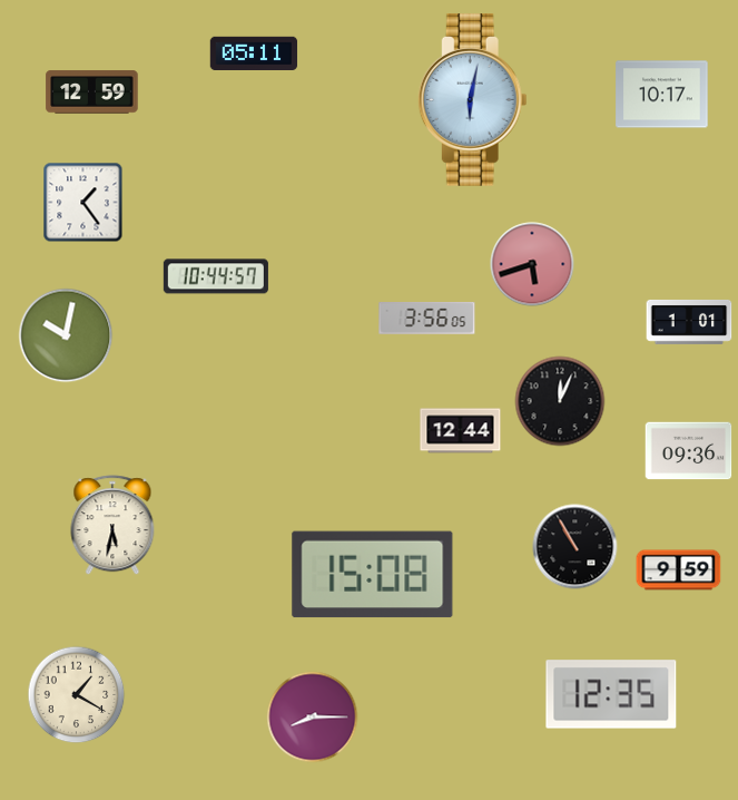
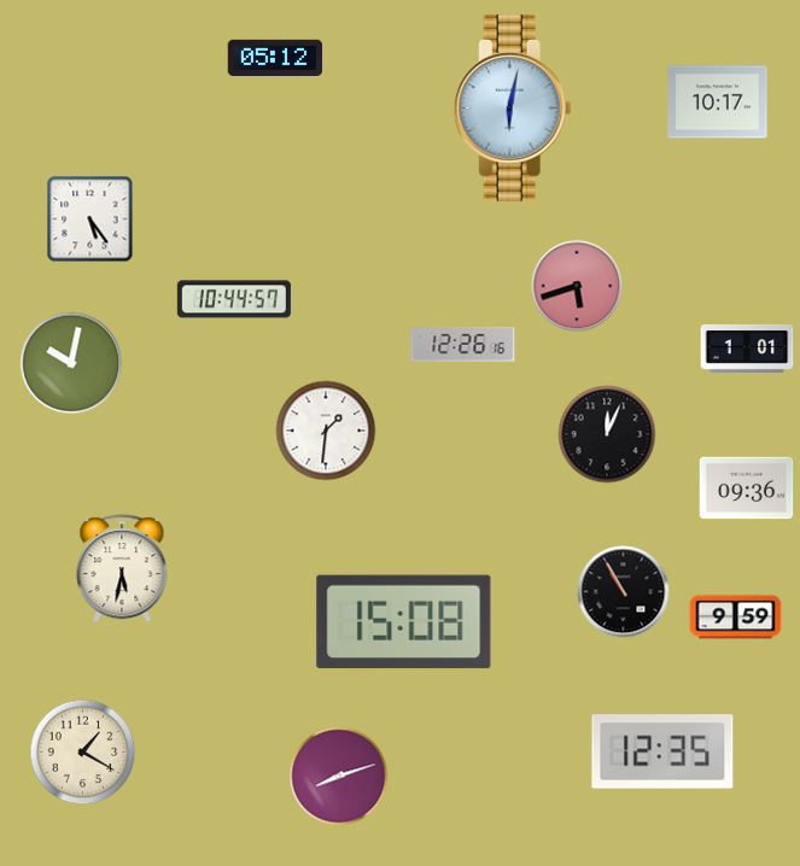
clock at (254, 52): 05:11 -> 05:12
clock at (92, 92): 12:59 -> none
clock at (83, 203): 1:24 -> 5:24
clock at (427, 319): 3:56 -> 12:26
clock at (326, 431): none -> 1:31
clock at (461, 431): 12:44 -> none
clock at (313, 718): 8:15 -> 8:12
